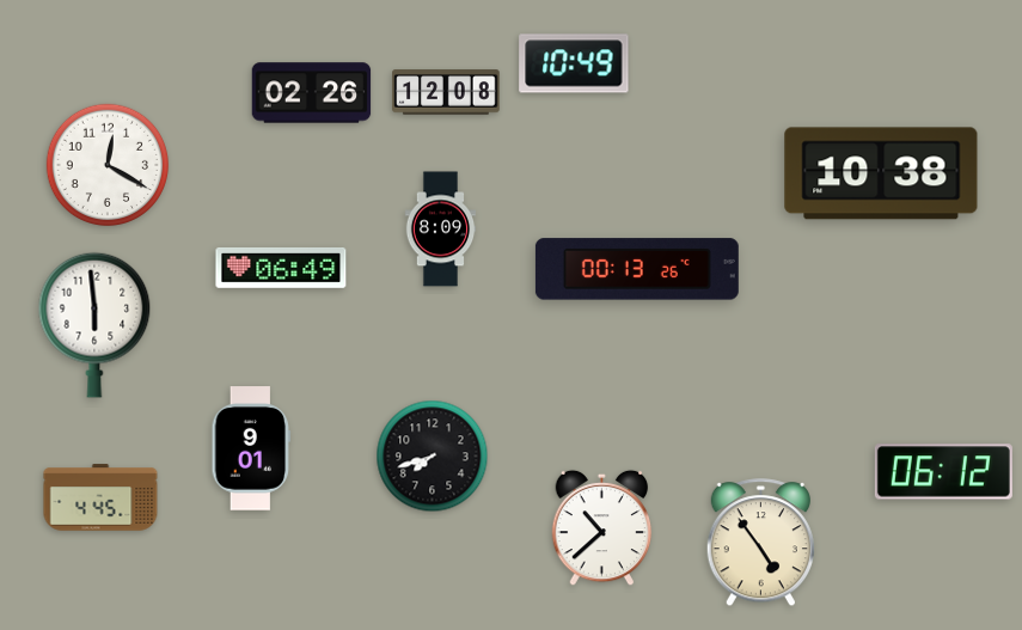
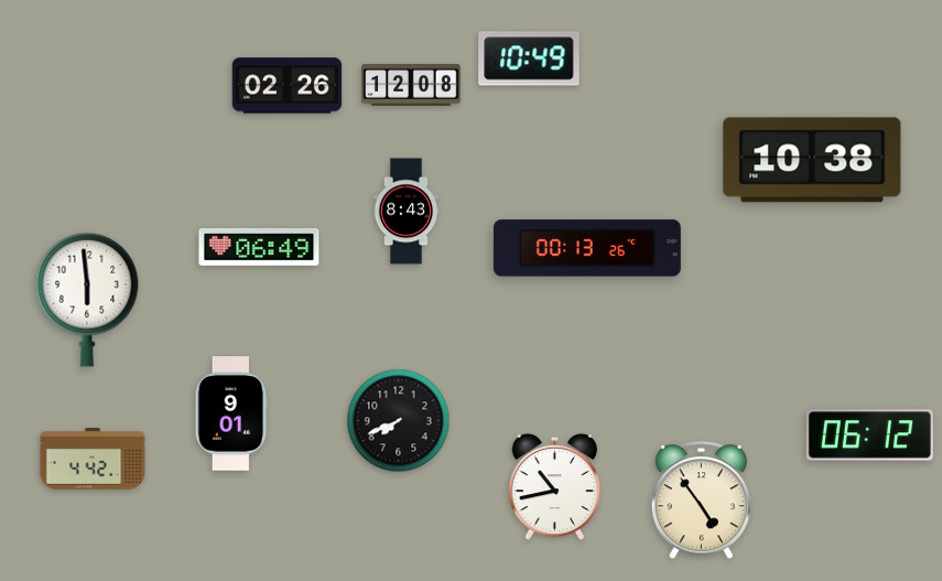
clock at (108, 165): 12:20 -> none
clock at (441, 230): 8:09 -> 8:43
clock at (433, 457): 7:42 -> 7:41
clock at (100, 497): 4:45 -> 4:42
clock at (602, 528): 10:38 -> 10:43
